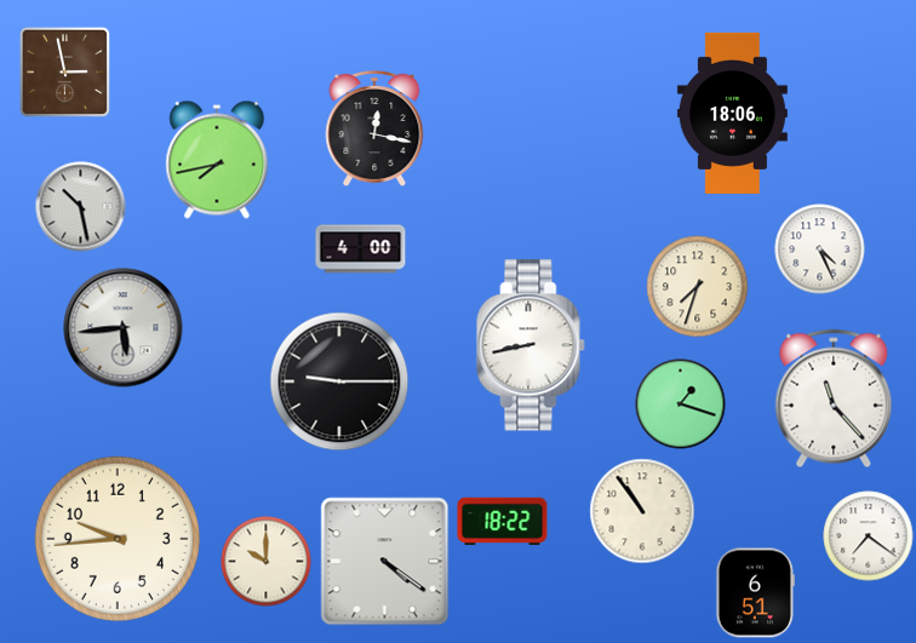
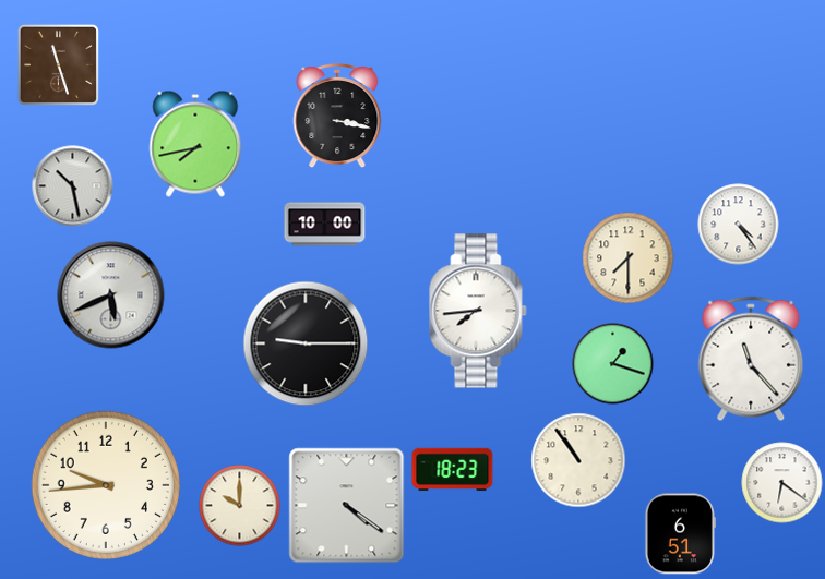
clock at (64, 71): 2:58 -> 11:27
clock at (732, 113): 18:06 -> none
clock at (374, 128): 12:17 -> 3:17
clock at (361, 249): 4:00 -> 10:00
clock at (820, 249): 4:26 -> 4:24
clock at (698, 287): 7:33 -> 7:30
clock at (124, 328): 5:44 -> 5:41
clock at (531, 345): 8:43 -> 7:44
clock at (503, 522): 18:22 -> 18:23
clock at (869, 536): 7:21 -> 6:21
